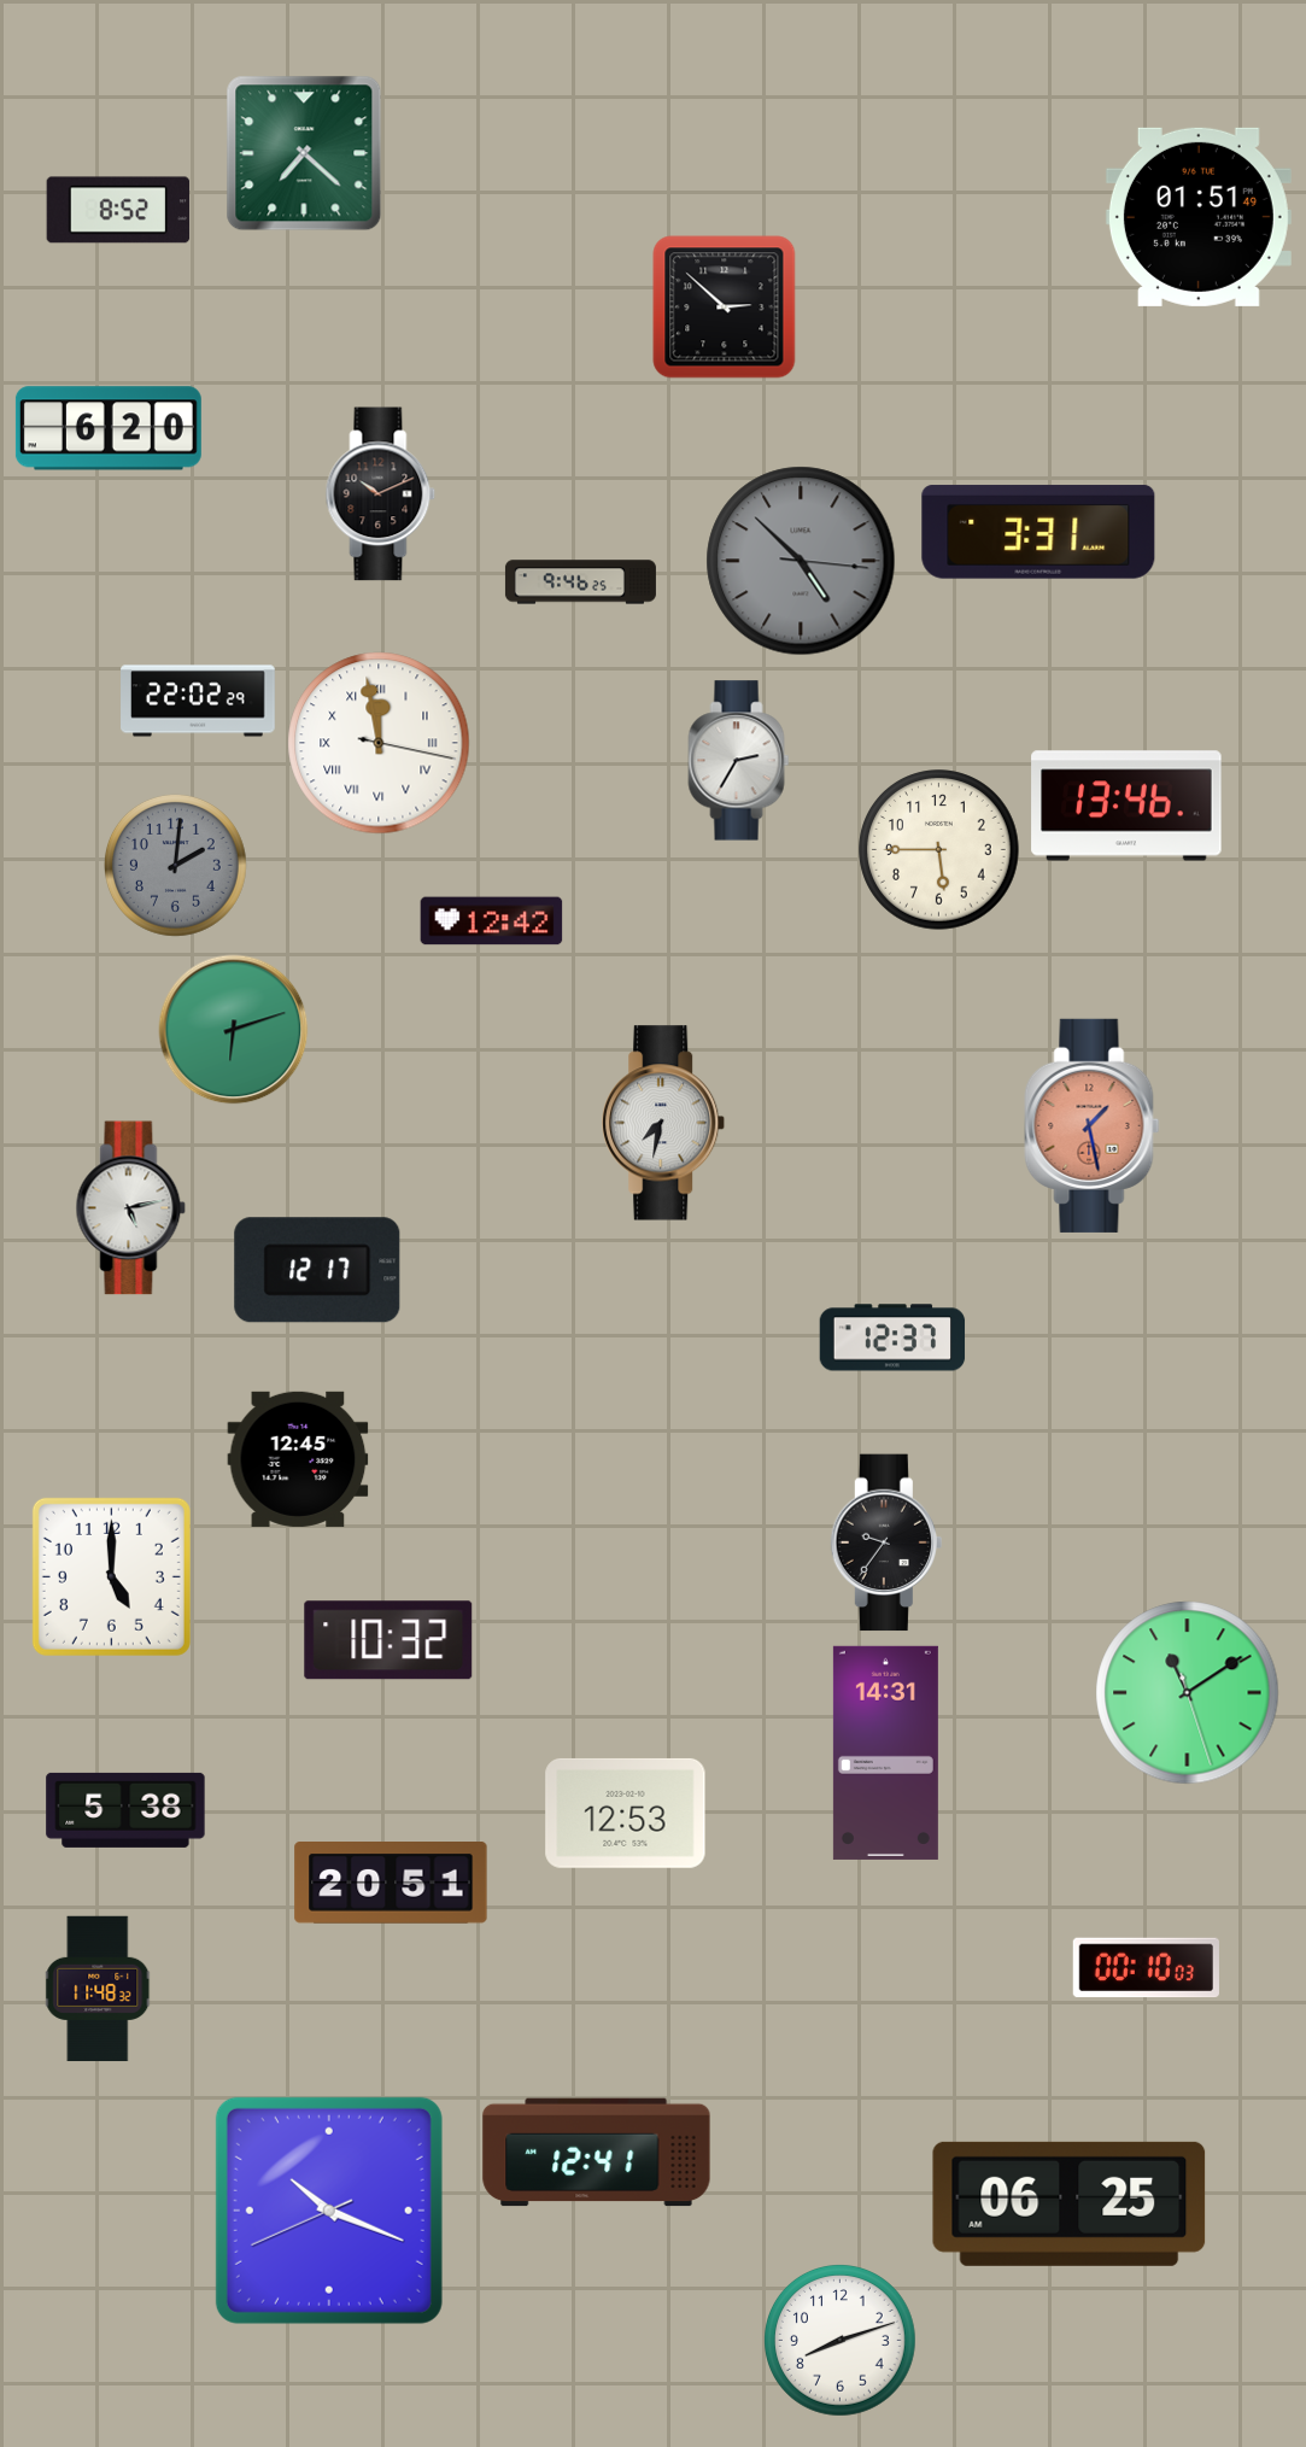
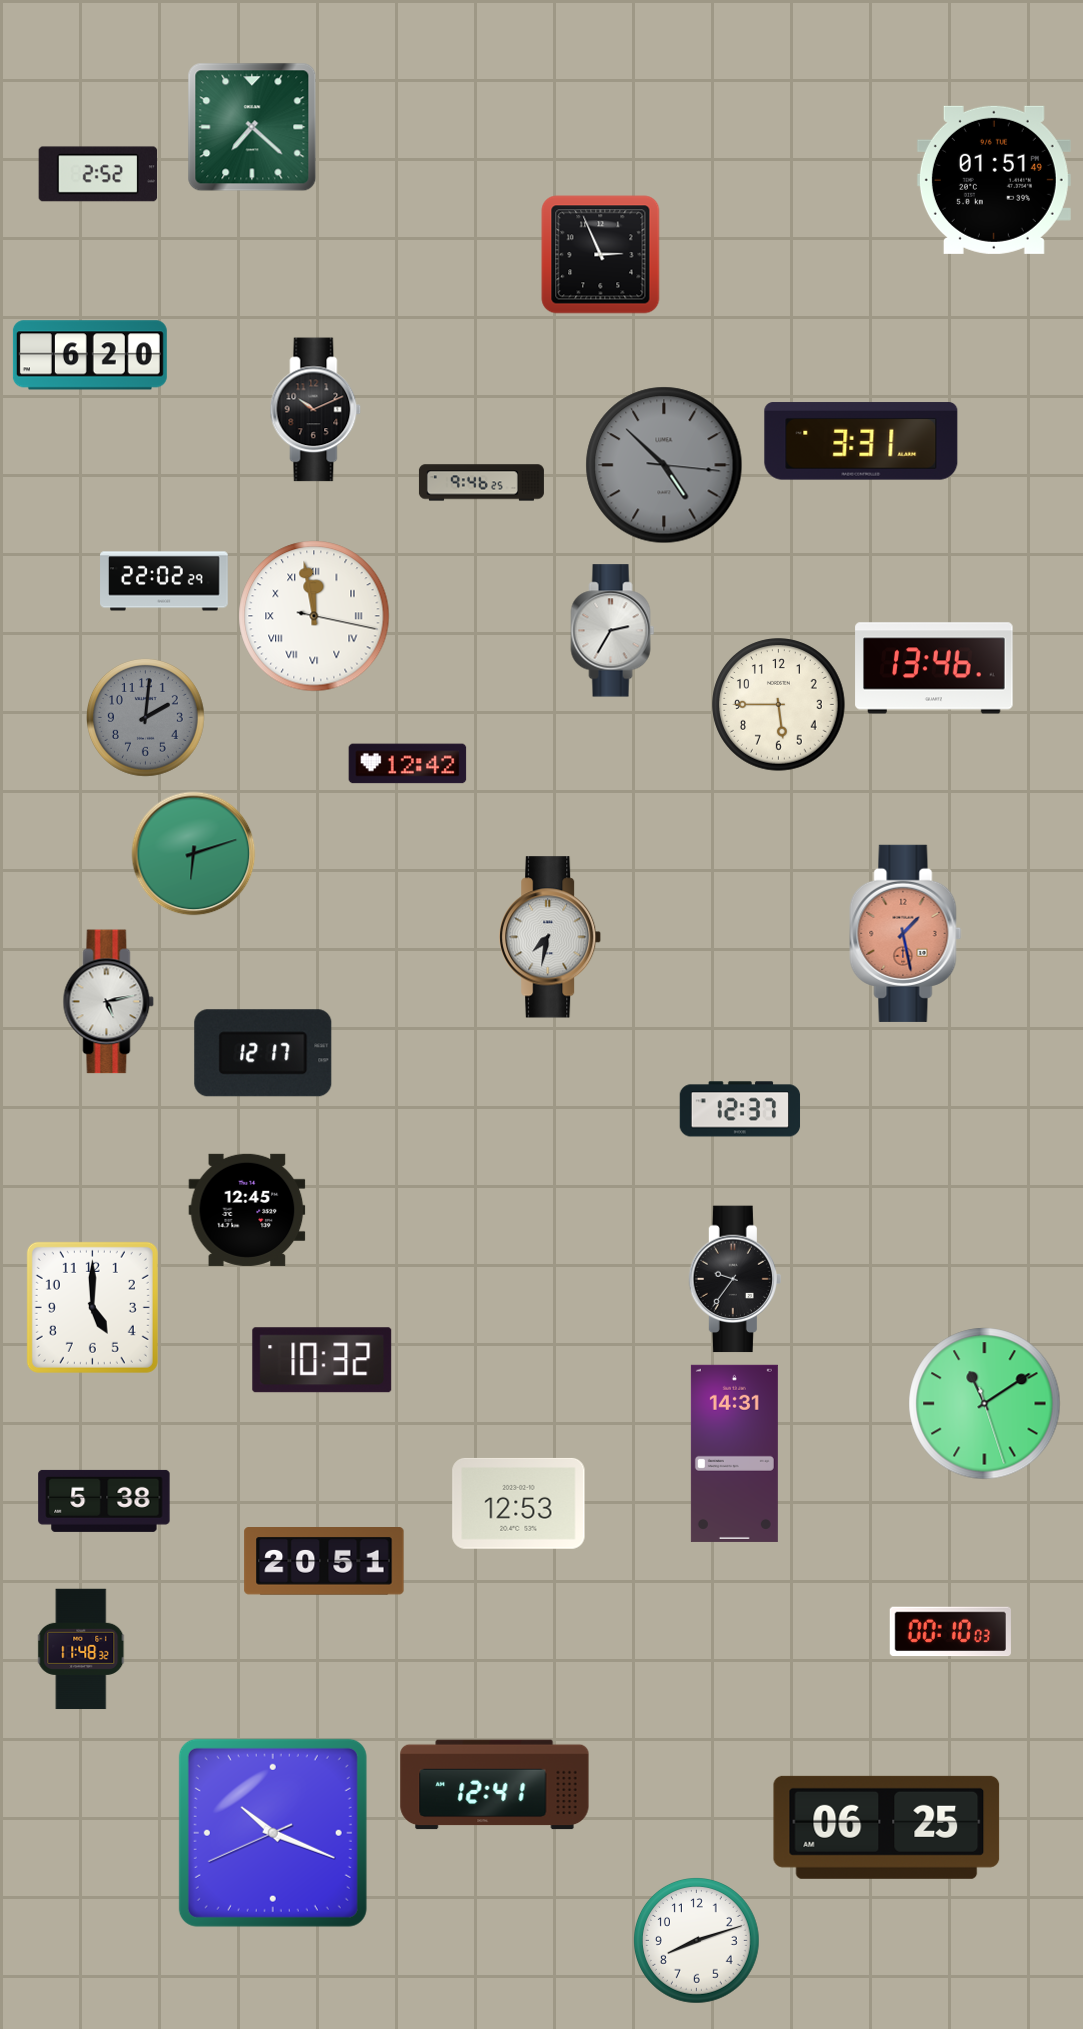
clock at (118, 210): 8:52 -> 2:52
clock at (725, 308): 2:52 -> 2:56
clock at (664, 1123) position: (664, 1123) -> (551, 937)
